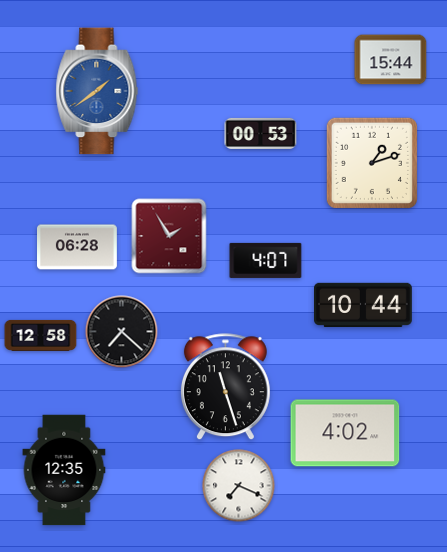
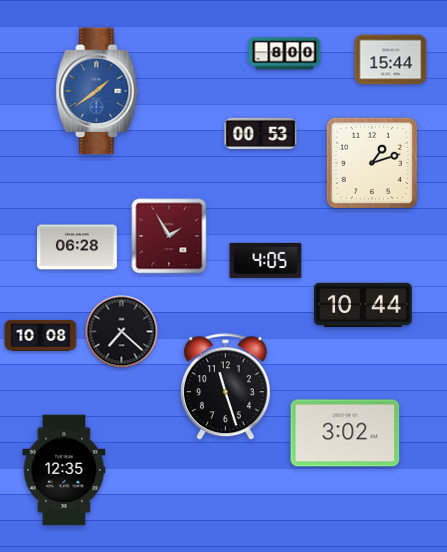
clock at (285, 54): none -> 8:00
clock at (266, 260): 4:07 -> 4:05
clock at (41, 335): 12:58 -> 10:08
clock at (345, 433): 4:02 -> 3:02
clock at (239, 486): 7:19 -> none
